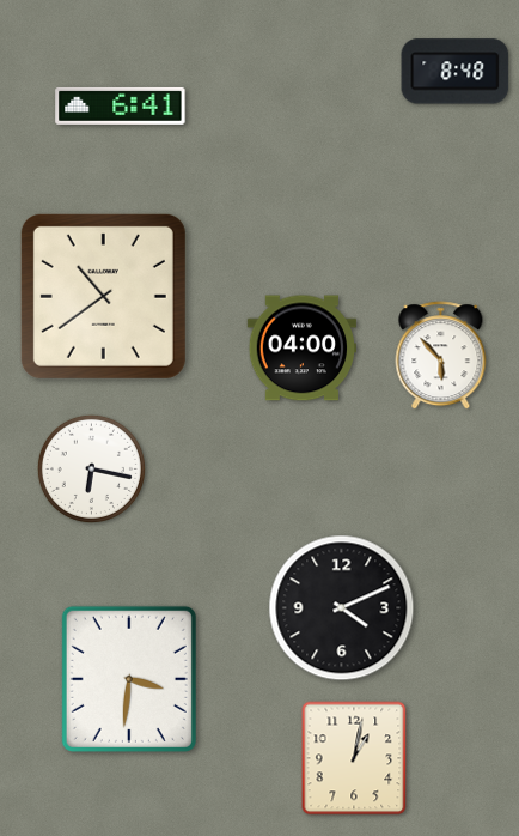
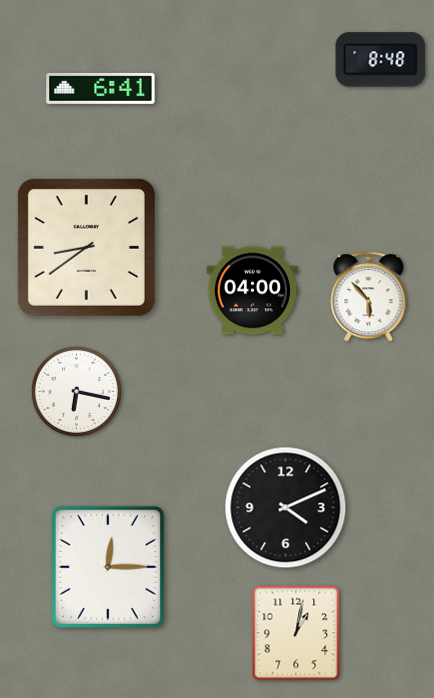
clock at (103, 296): 10:39 -> 8:39
clock at (129, 679): 3:31 -> 12:15
